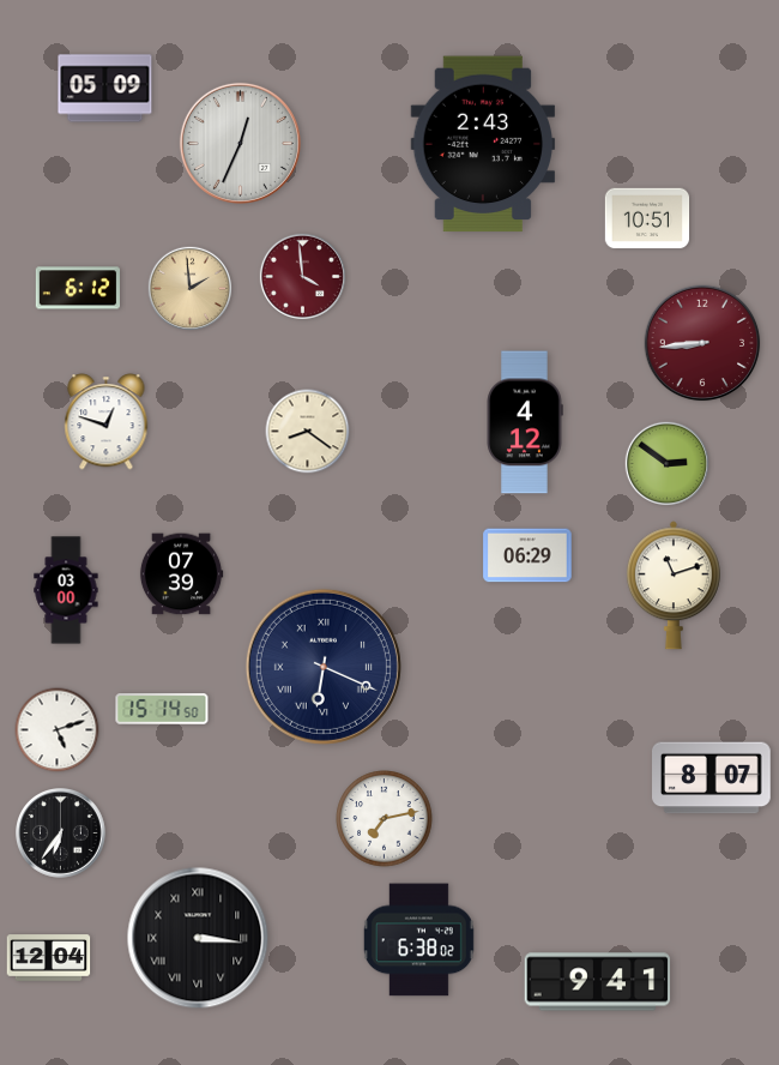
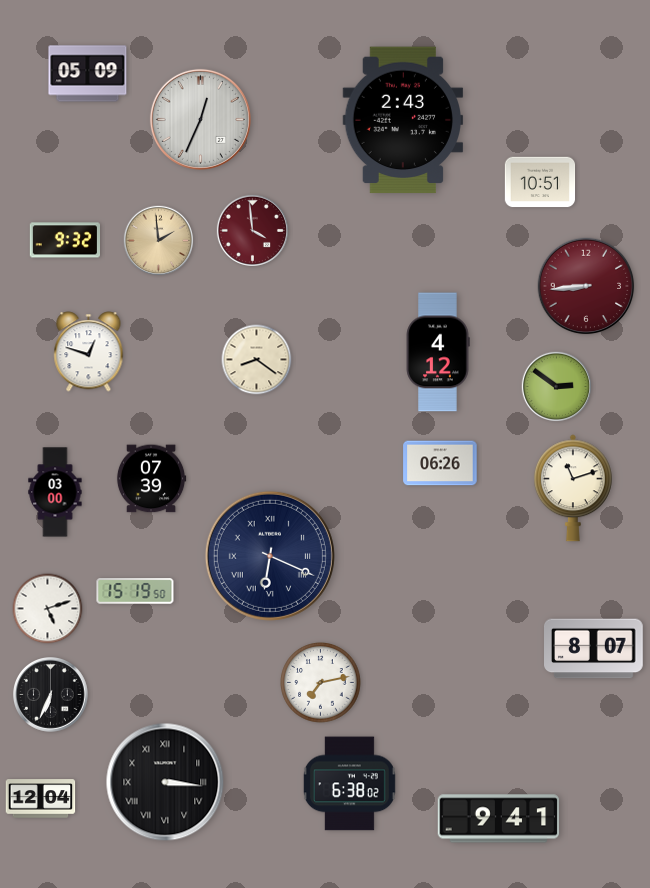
clock at (77, 288): 6:12 -> 9:32
clock at (527, 555): 06:29 -> 06:26
clock at (674, 585) position: (674, 585) -> (573, 488)
clock at (162, 709): 15:14 -> 15:19
clock at (61, 834): 6:36 -> 6:34
